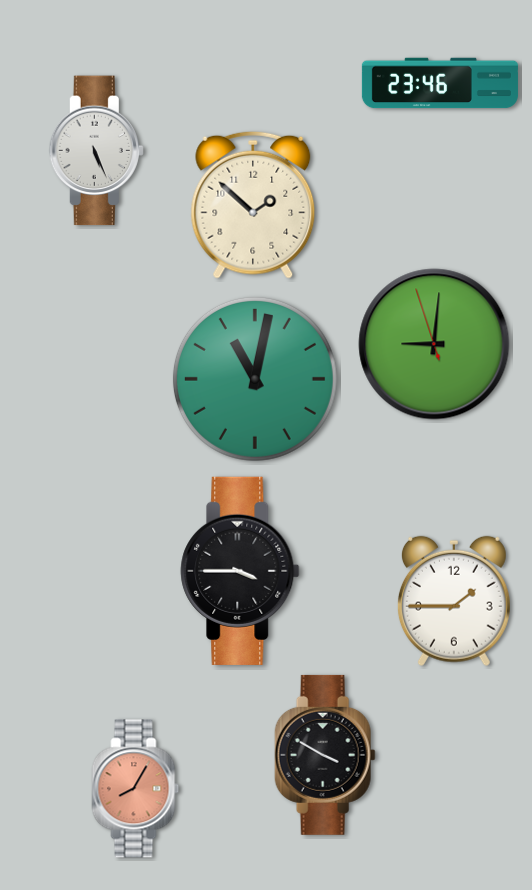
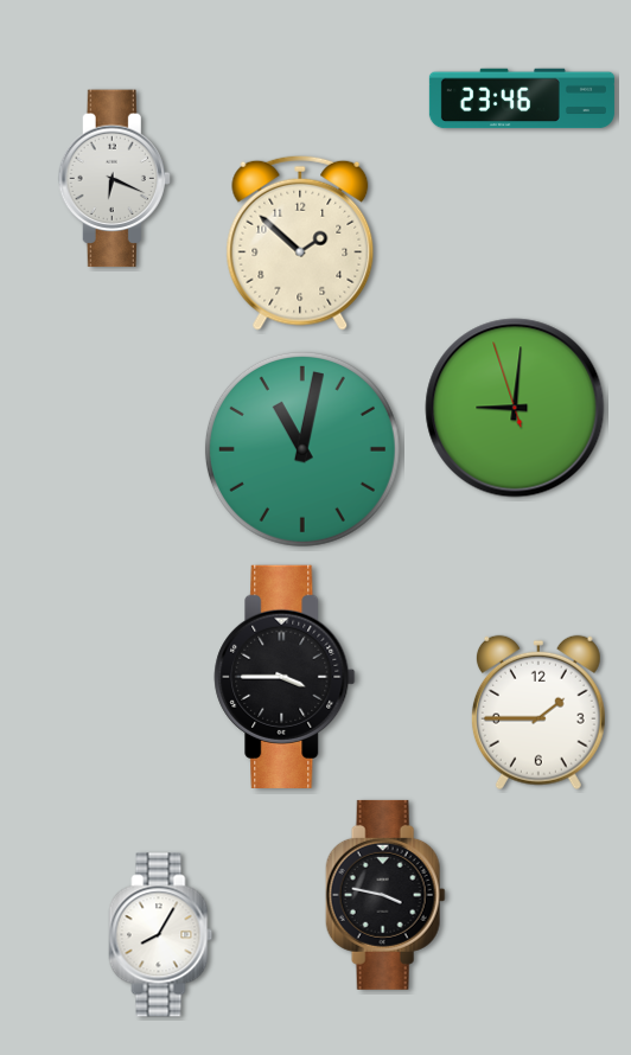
clock at (96, 151): 5:26 -> 6:19
clock at (325, 755): 3:50 -> 3:47
clock at (136, 789) dial: salmon -> white
